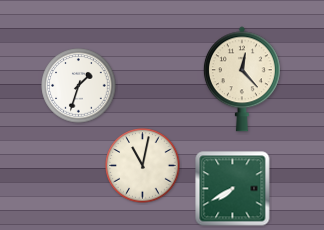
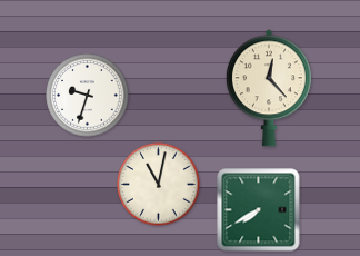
clock at (79, 86): 1:33 -> 9:33
